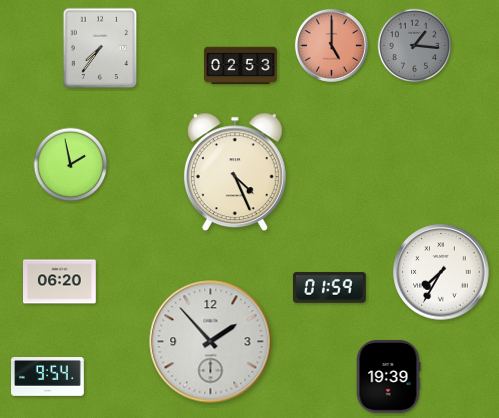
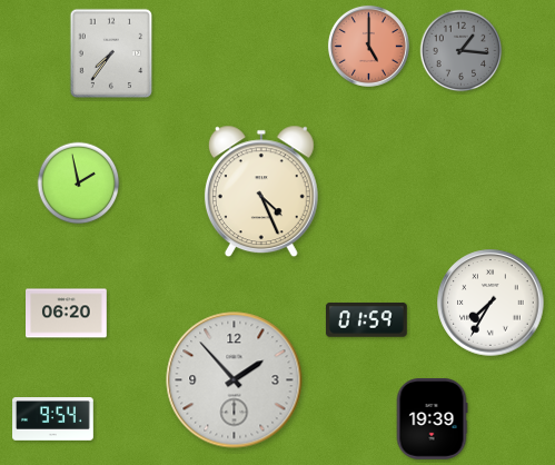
clock at (331, 45) position: (331, 45) -> (368, 46)
clock at (241, 66): 02:53 -> none
